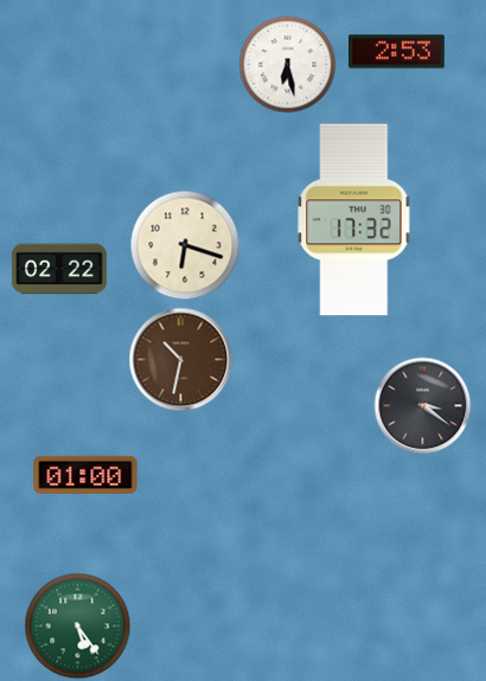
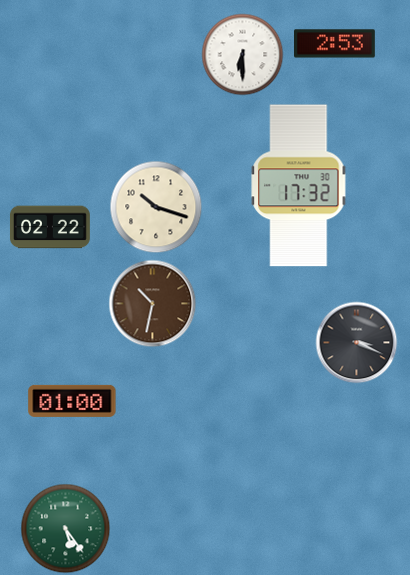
clock at (288, 65): 6:28 -> 6:30
clock at (185, 245): 6:18 -> 10:18
clock at (423, 406): 3:21 -> 3:19
